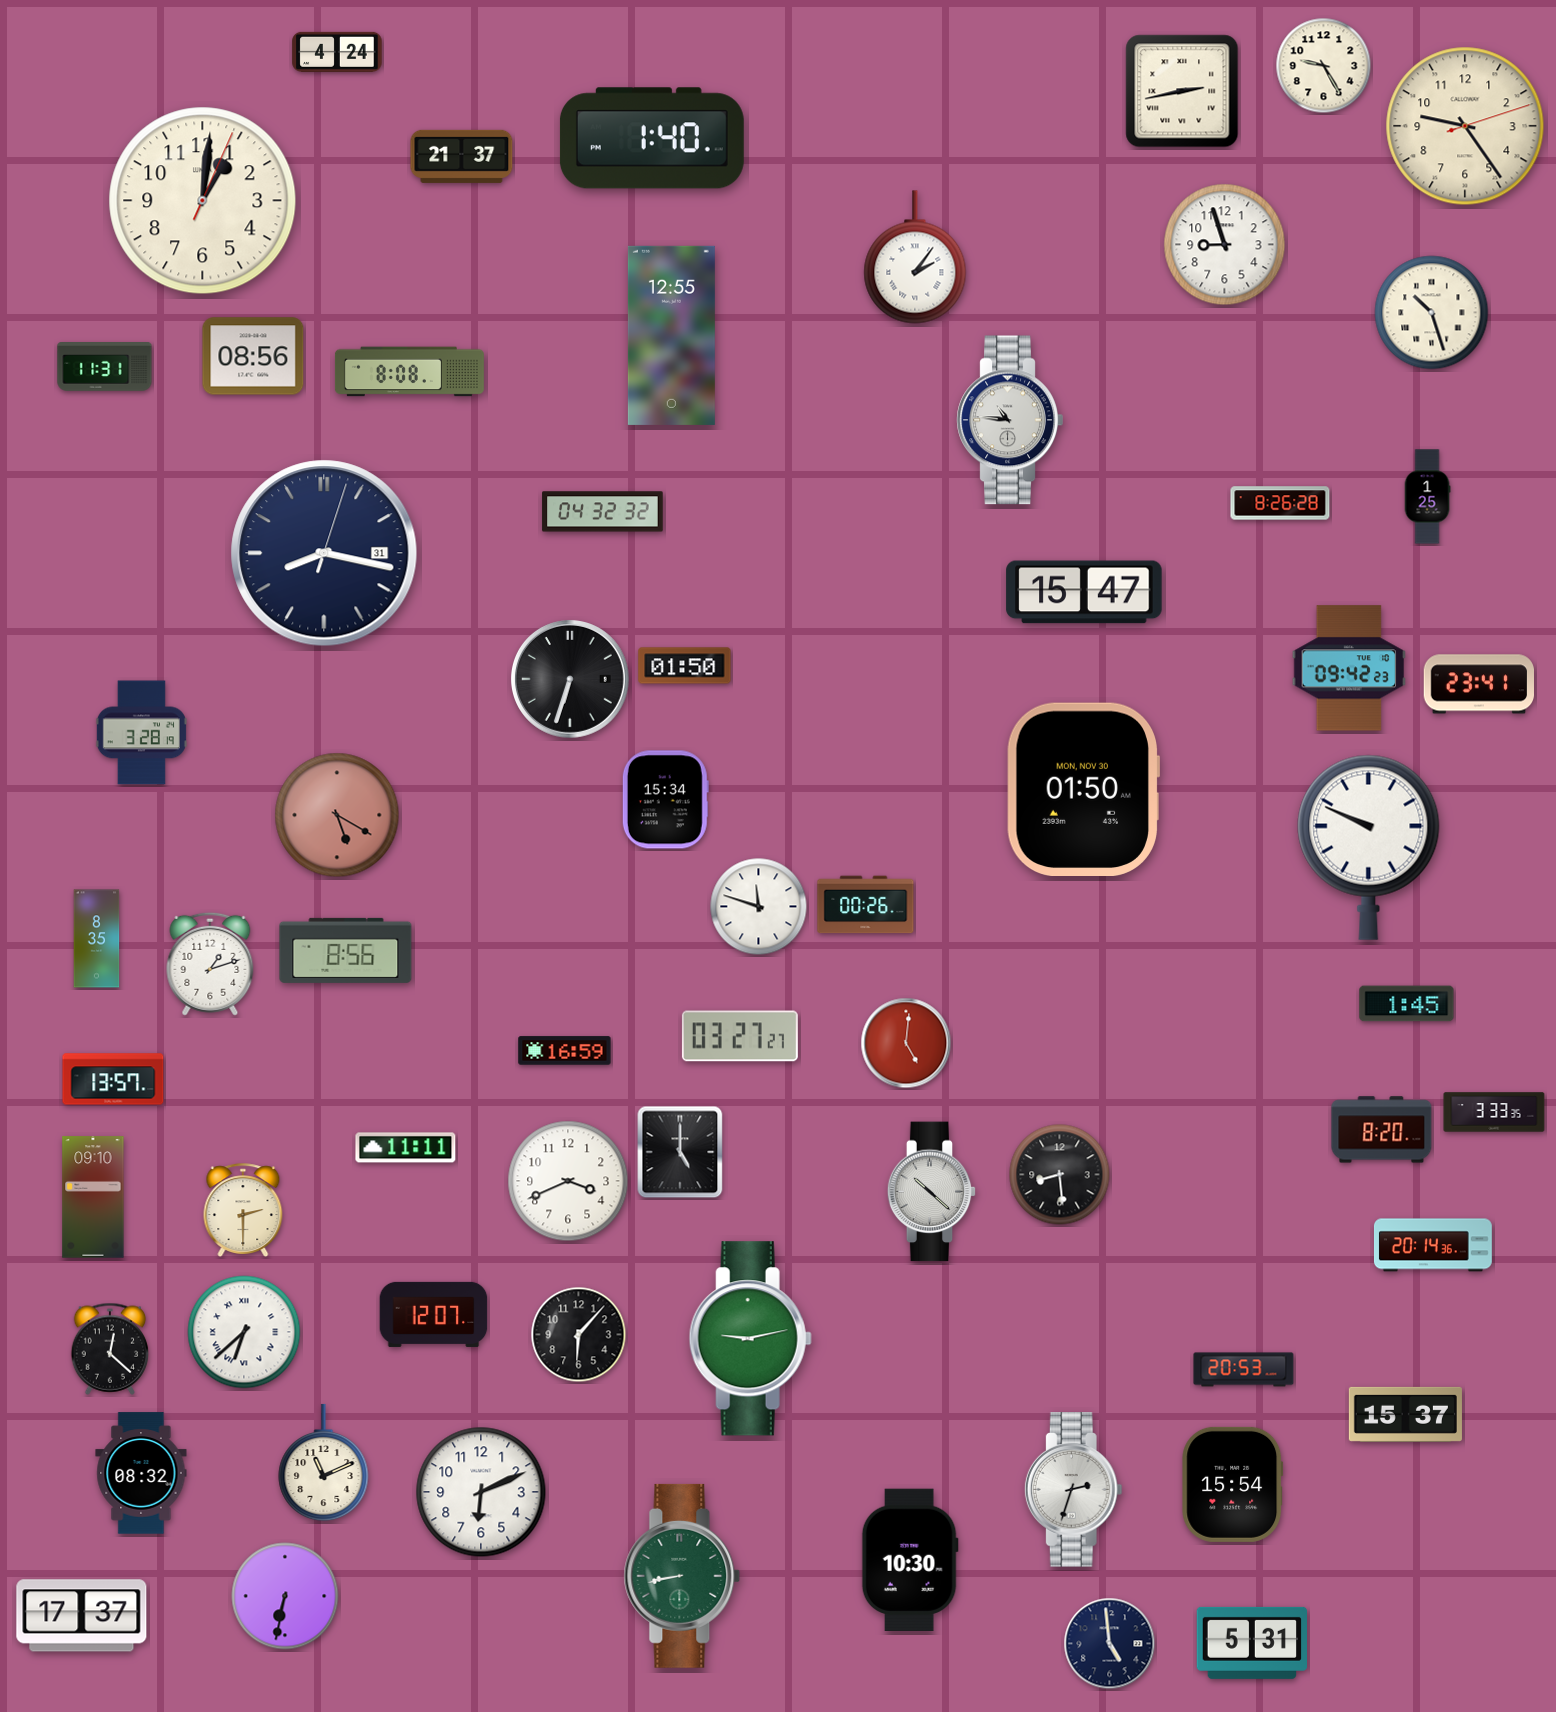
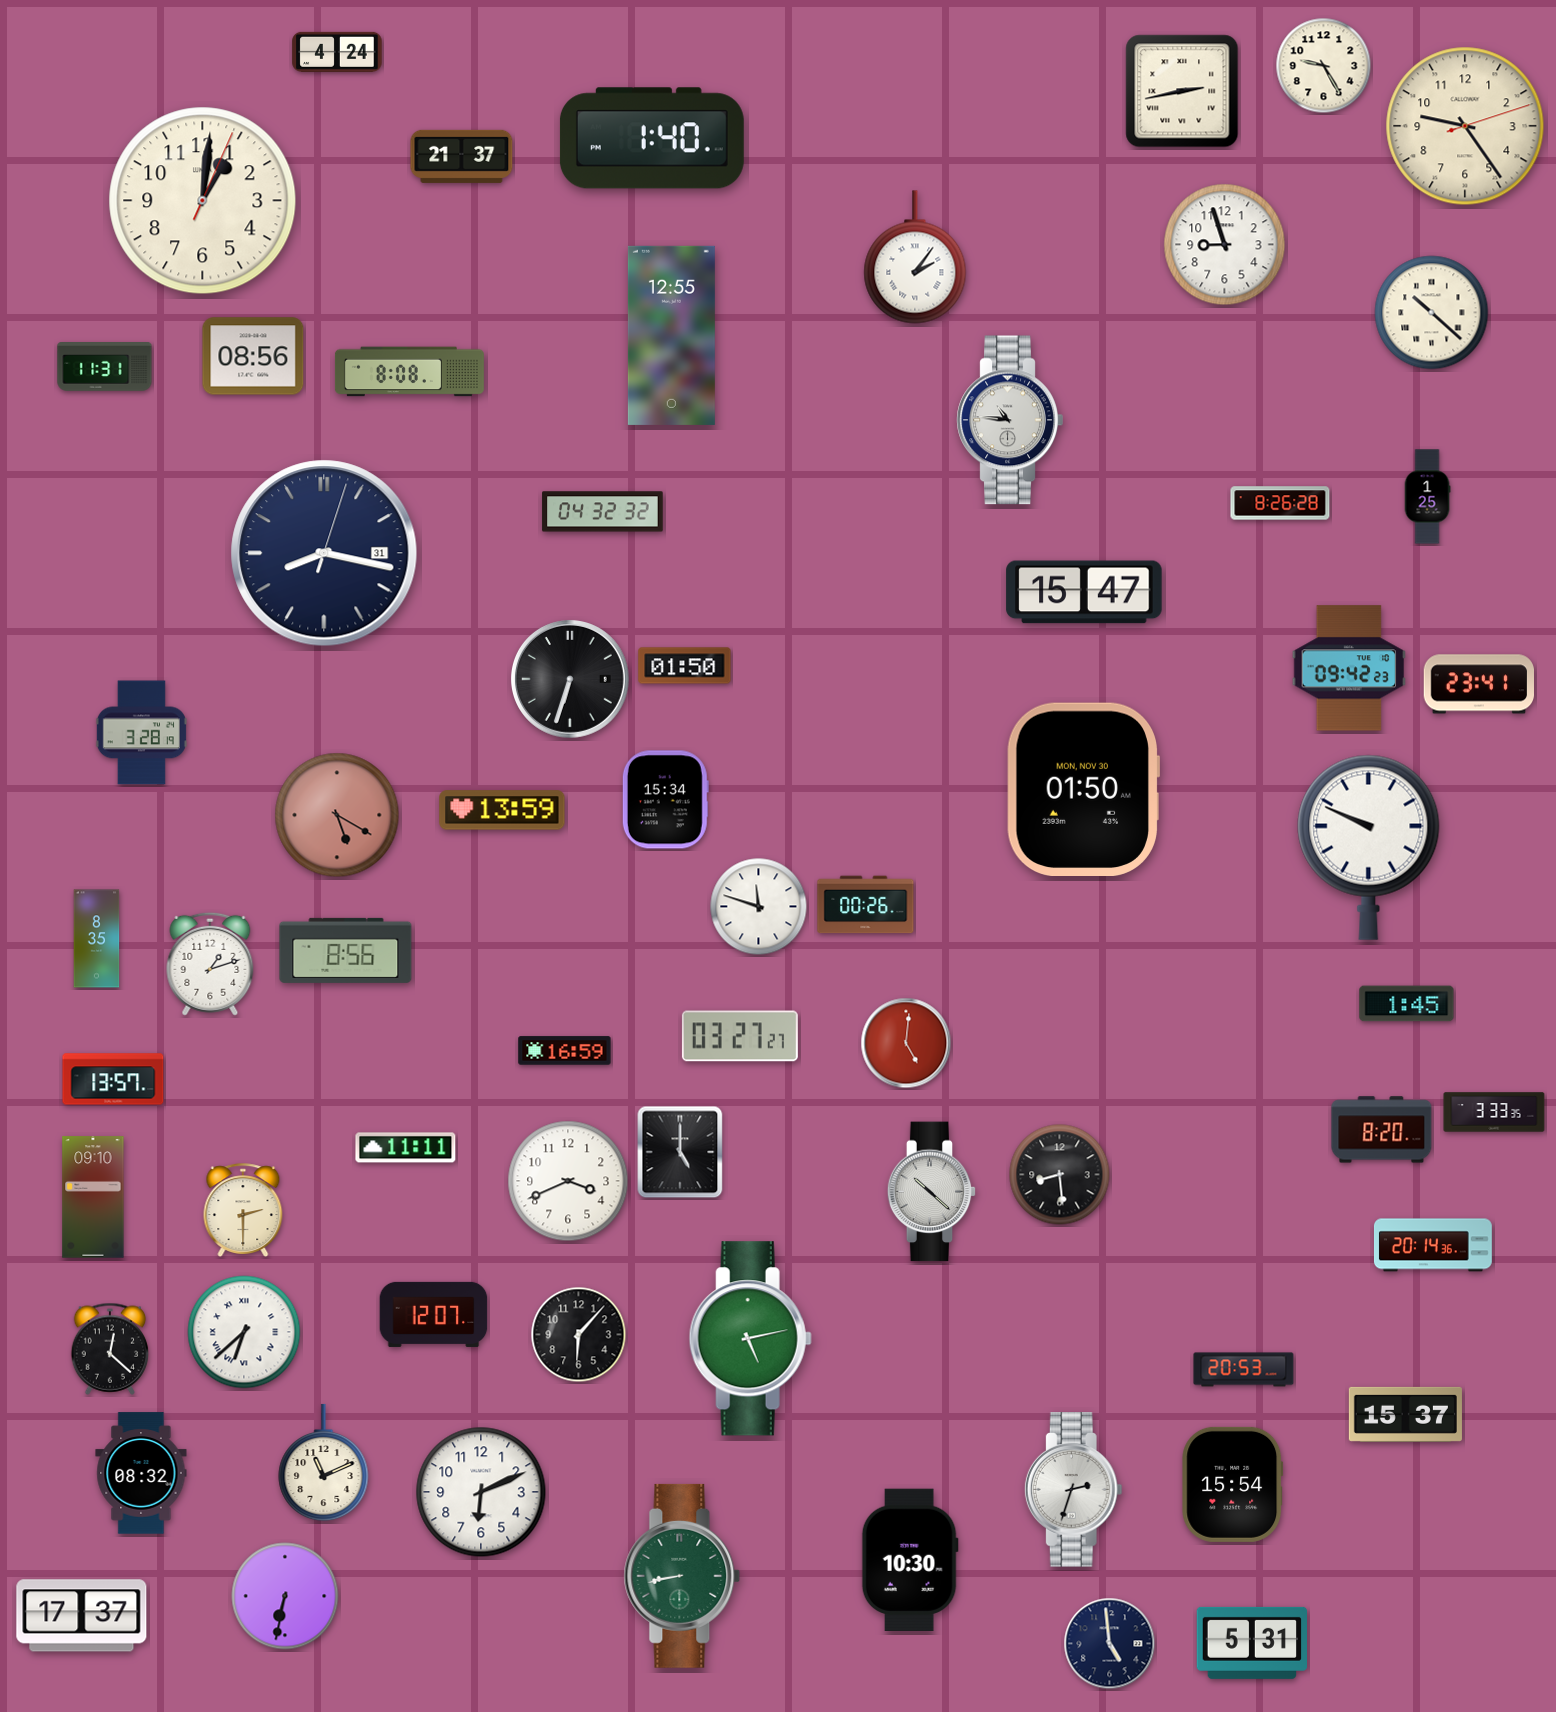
clock at (1432, 313): 10:27 -> 10:22
clock at (502, 810): none -> 13:59
clock at (750, 1339): 9:13 -> 5:13
